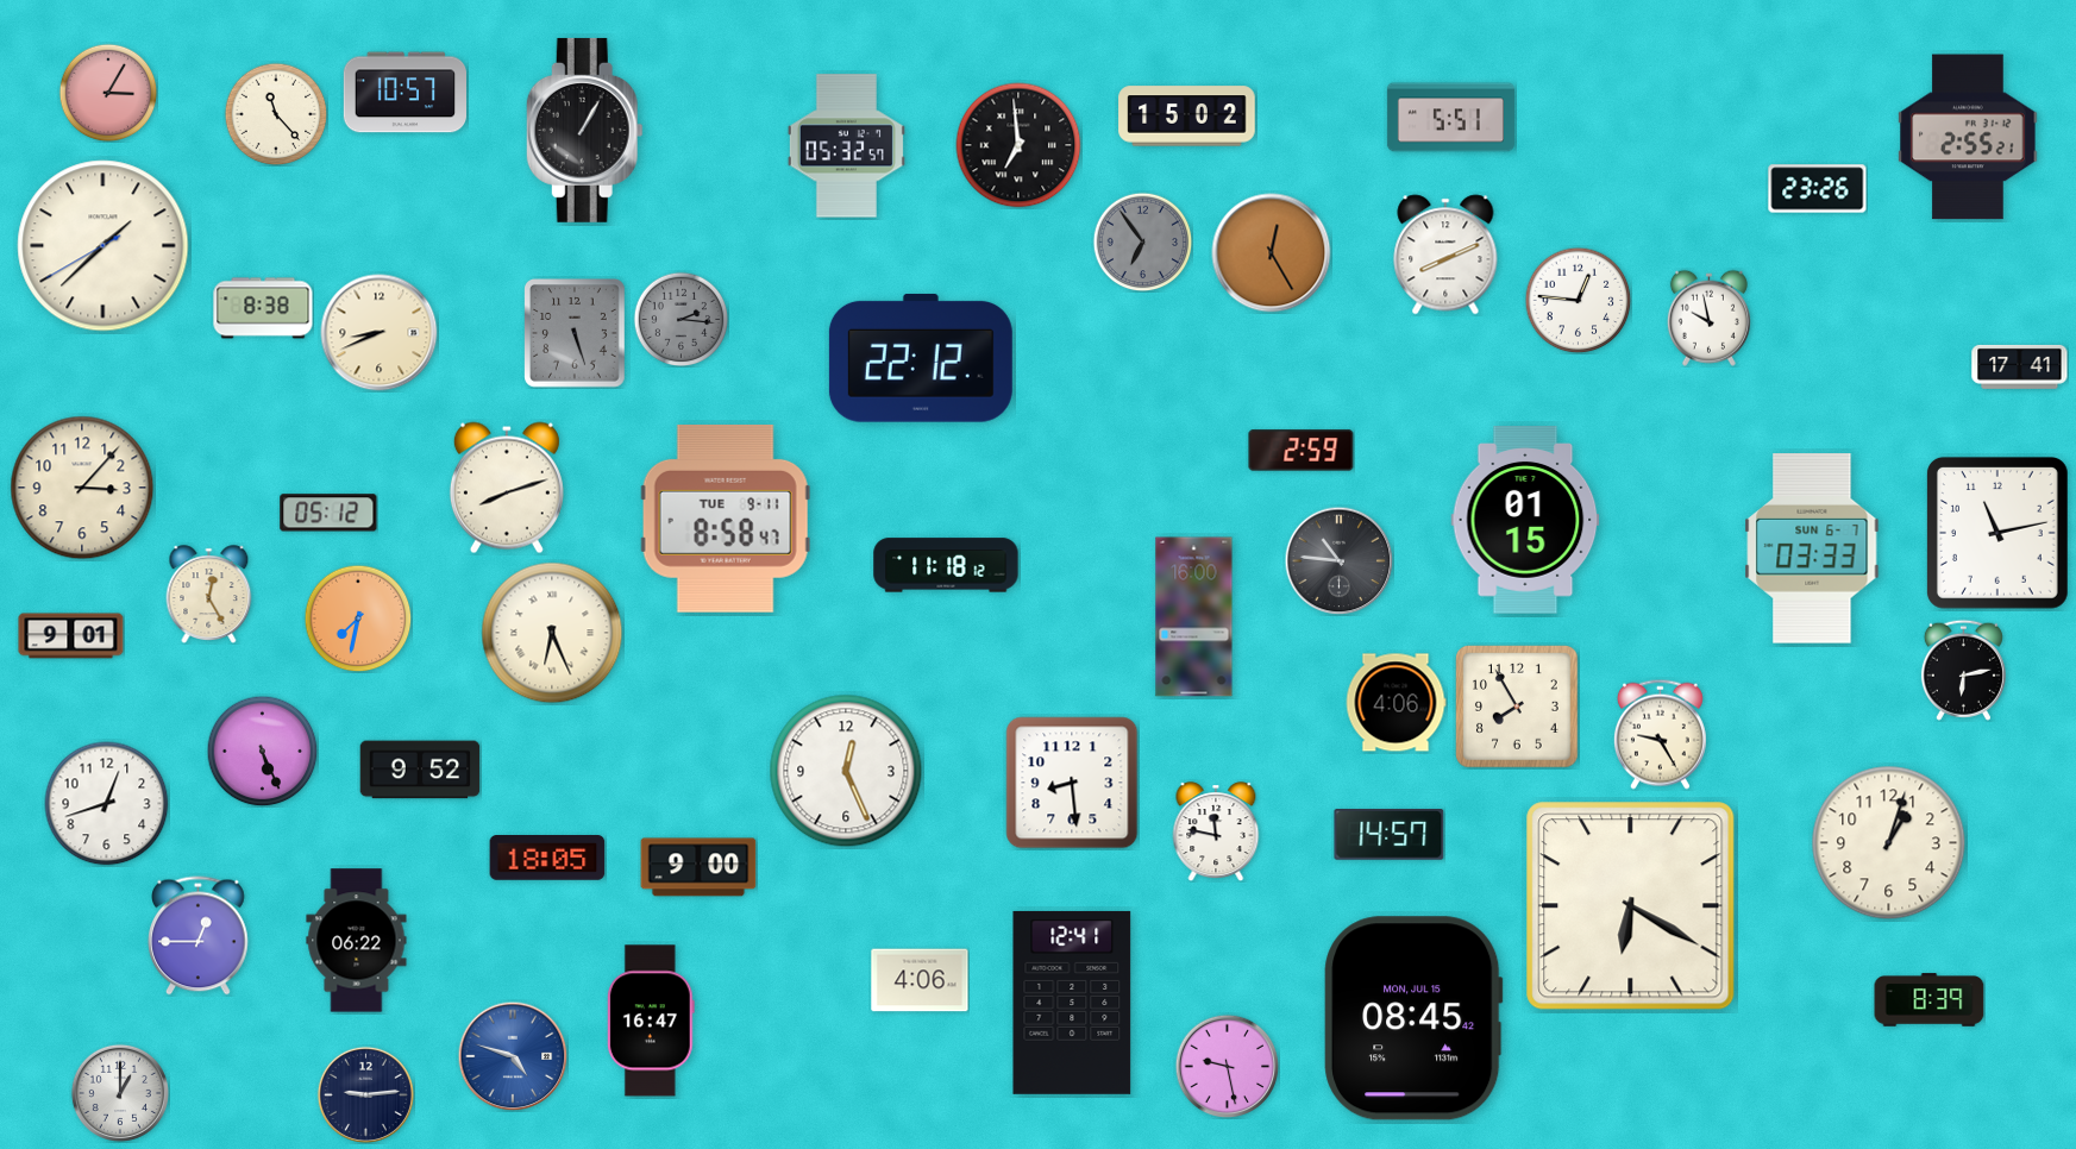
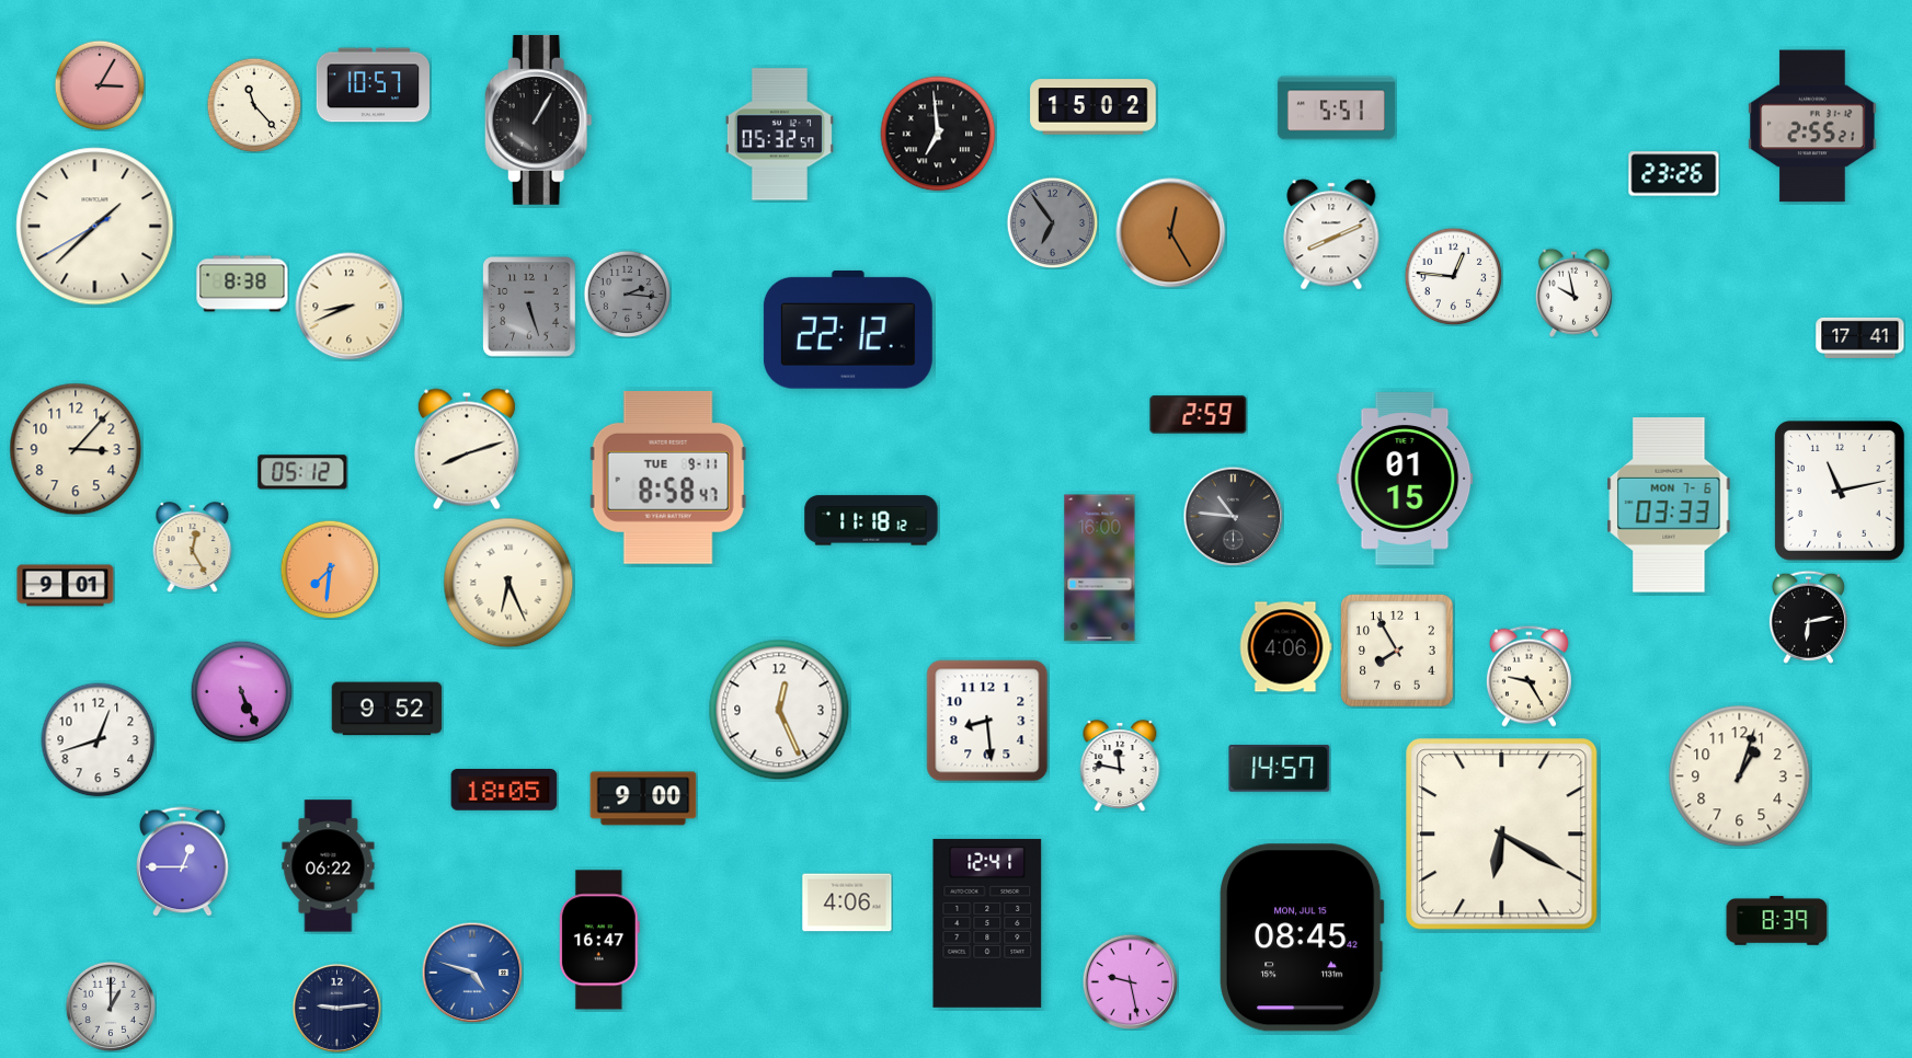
clock at (1812, 548) date: SUN 6-7 -> MON 7-6
clock at (358, 619): 7:32 -> 7:31
